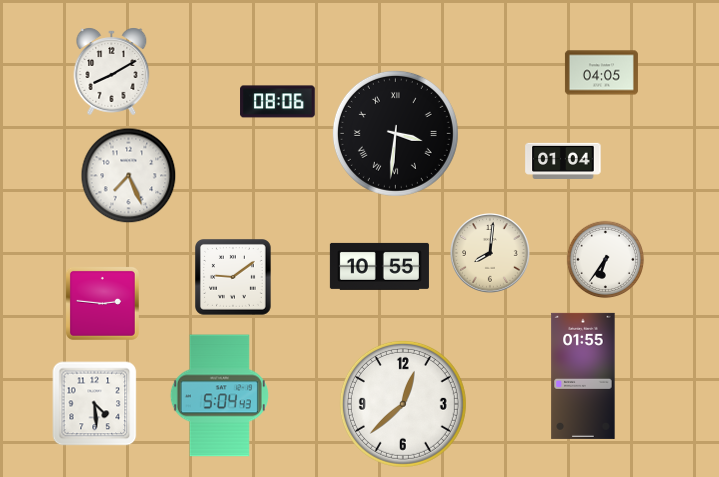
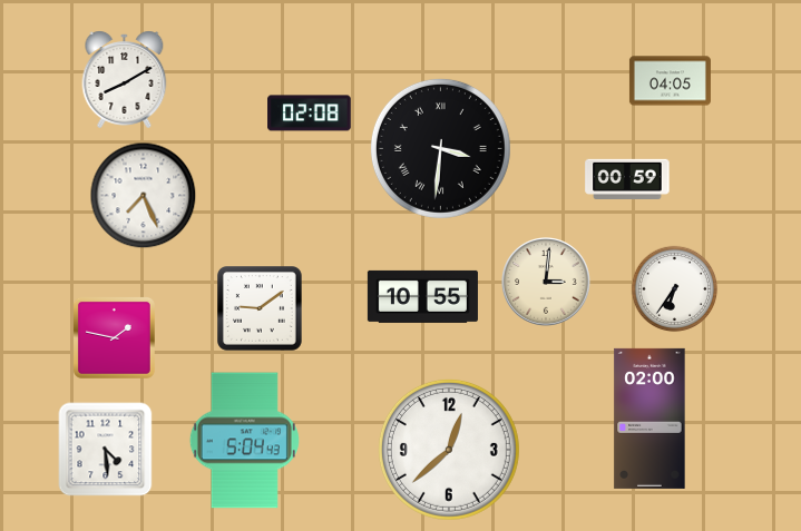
clock at (278, 102): 08:06 -> 02:08
clock at (563, 160): 01:04 -> 00:59
clock at (490, 253): 8:01 -> 3:01
clock at (102, 303): 2:46 -> 1:47
clock at (583, 376): 01:55 -> 02:00
